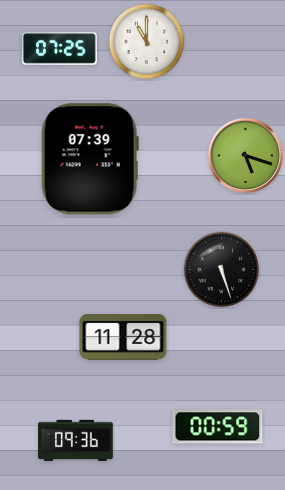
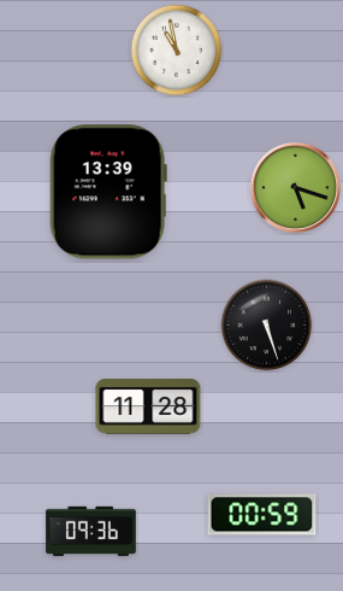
clock at (147, 42): 11:00 -> 10:58
clock at (60, 49): 07:25 -> none
clock at (90, 159): 07:39 -> 13:39
